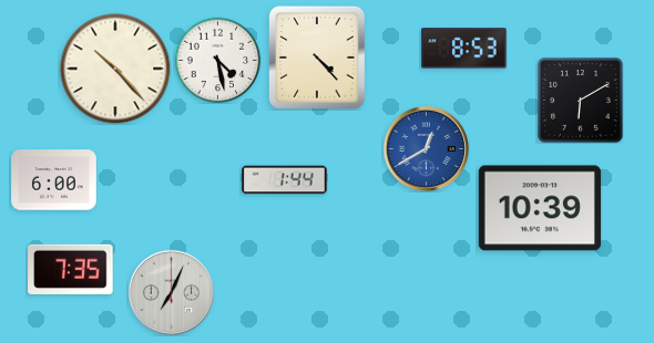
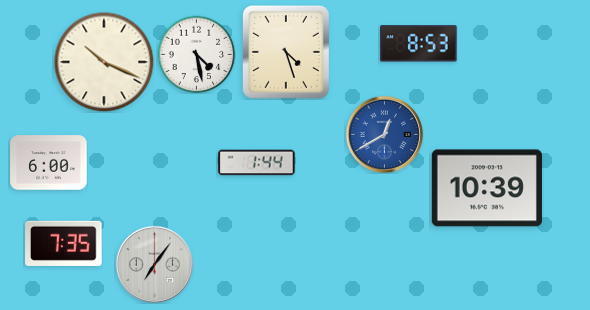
clock at (317, 58): 4:23 -> 4:27
clock at (115, 69): 10:23 -> 10:19
clock at (581, 101): 6:10 -> none
clock at (171, 292): 7:04 -> 7:06
